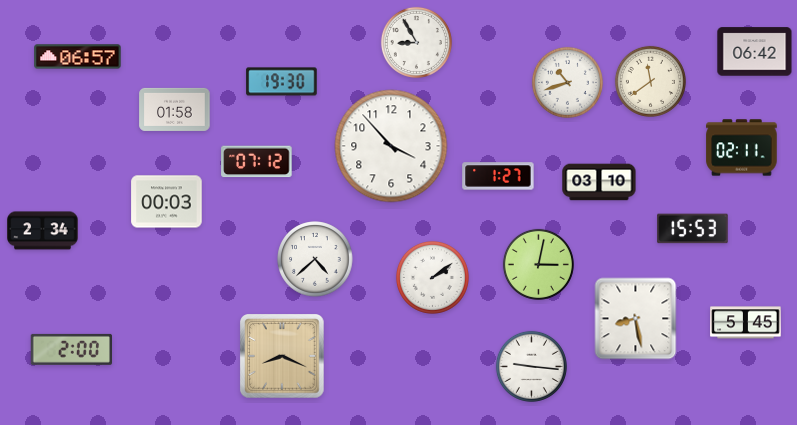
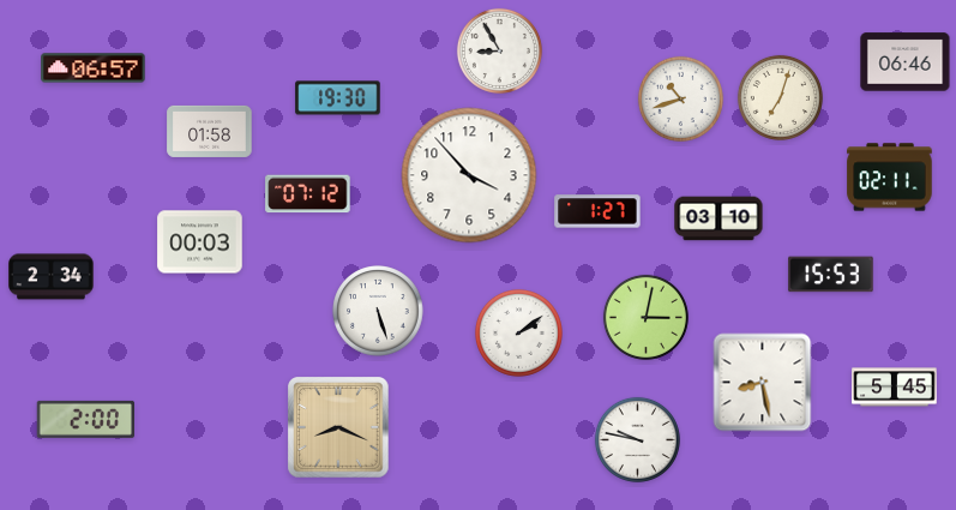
clock at (755, 52): 06:42 -> 06:46
clock at (650, 81): 11:39 -> 7:03
clock at (315, 259): 4:38 -> 5:27
clock at (531, 366): 9:16 -> 9:47
